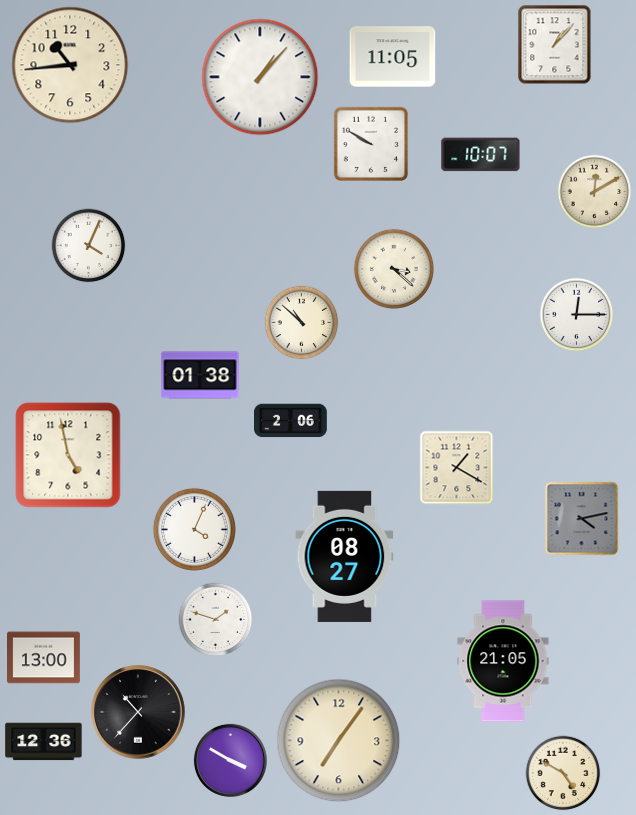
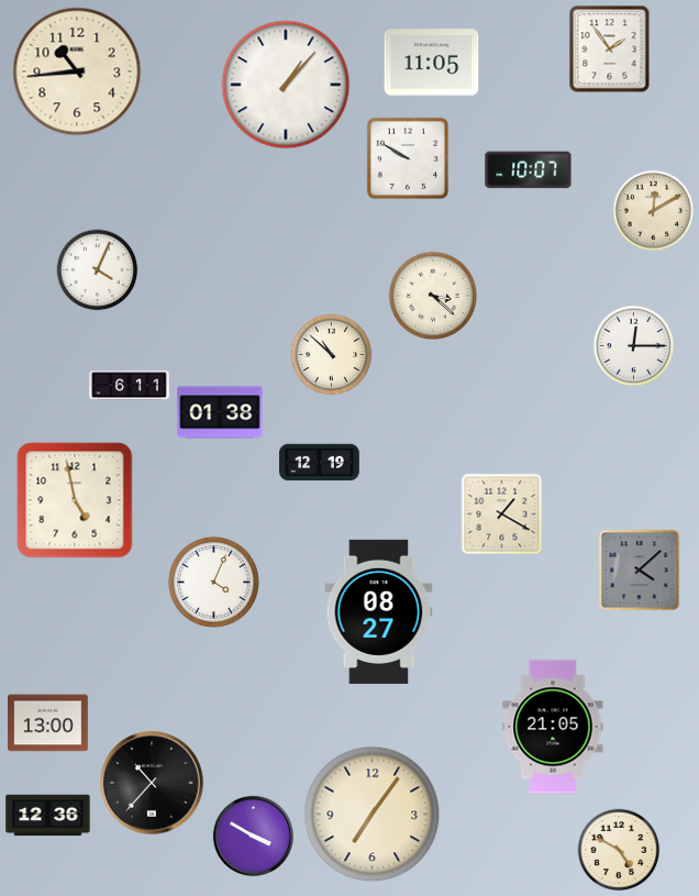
clock at (555, 45): 1:07 -> 1:54
clock at (130, 386): none -> 6:11
clock at (291, 421): 2:06 -> 12:19
clock at (582, 519): 4:13 -> 4:08
clock at (216, 620): 1:48 -> none
